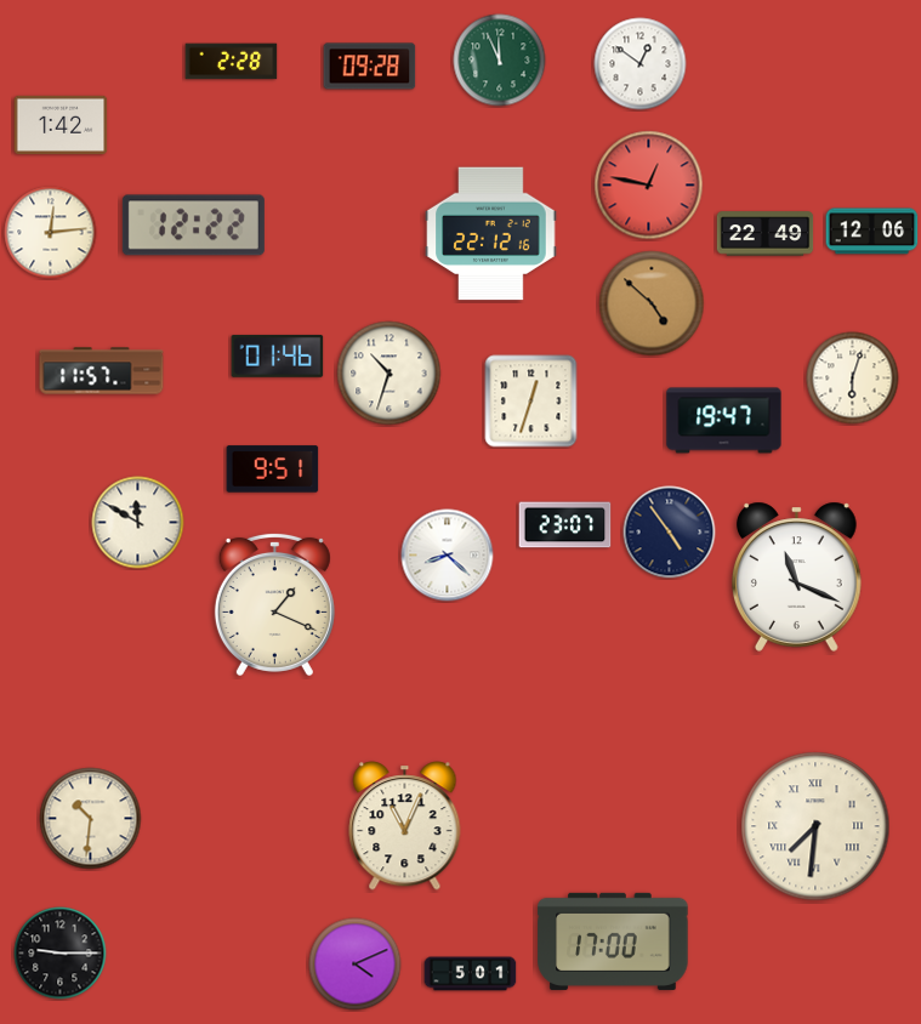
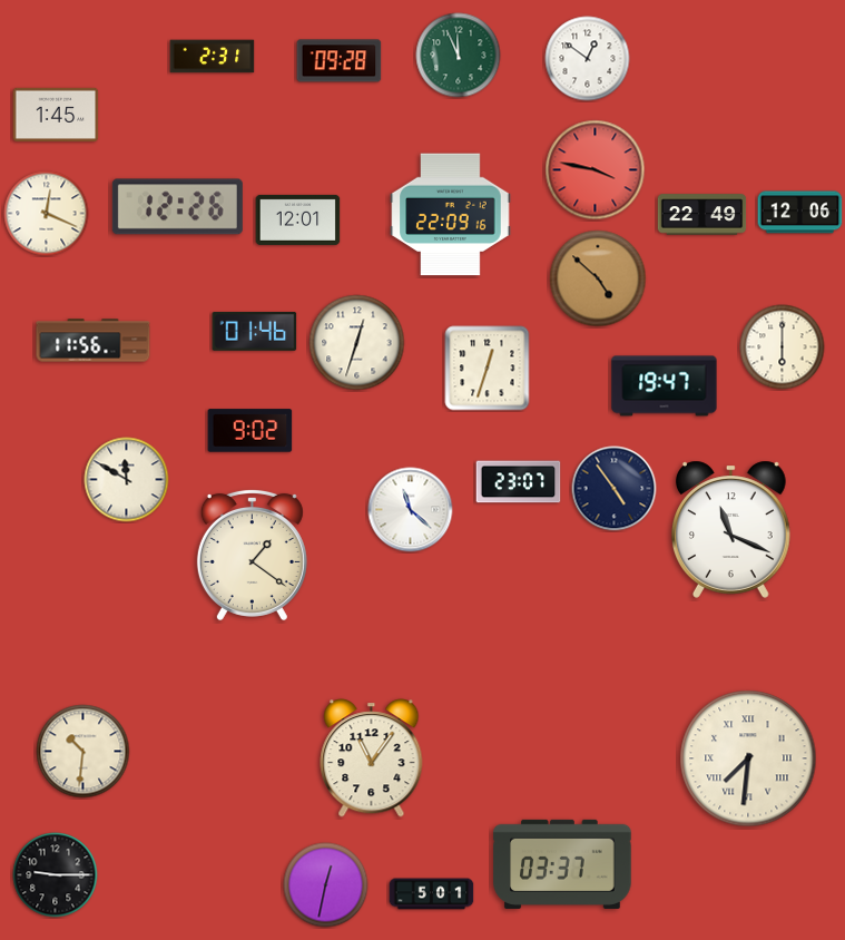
clock at (232, 62): 2:28 -> 2:31
clock at (61, 125): 1:42 -> 1:45
clock at (649, 186): 12:47 -> 3:47
clock at (193, 226): 12:22 -> 12:26
clock at (51, 233): 12:14 -> 12:19
clock at (491, 234): 22:12 -> 22:09
clock at (298, 219): none -> 12:01
clock at (278, 355) position: (278, 355) -> (255, 331)
clock at (102, 371): 11:57 -> 11:56
clock at (390, 374): 10:33 -> 12:33
clock at (853, 379): 6:03 -> 6:00
clock at (273, 470): 9:51 -> 9:02
clock at (448, 556): 8:22 -> 11:22
clock at (274, 604): 1:19 -> 1:21
clock at (405, 826): 11:04 -> 11:06
clock at (613, 941): 17:00 -> 03:37
clock at (356, 965): 4:11 -> 12:32
